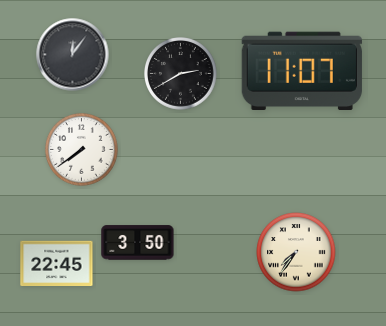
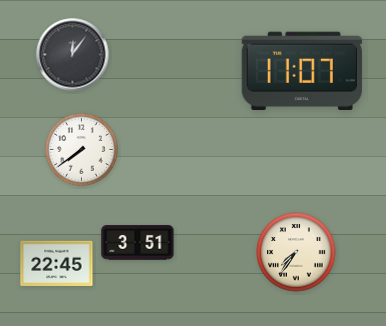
clock at (181, 74): 2:40 -> none
clock at (138, 243): 3:50 -> 3:51
